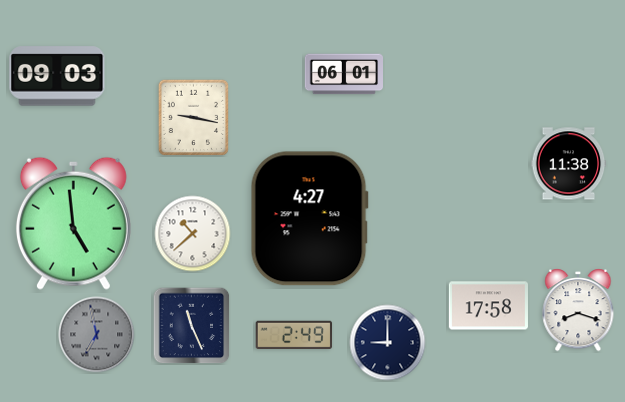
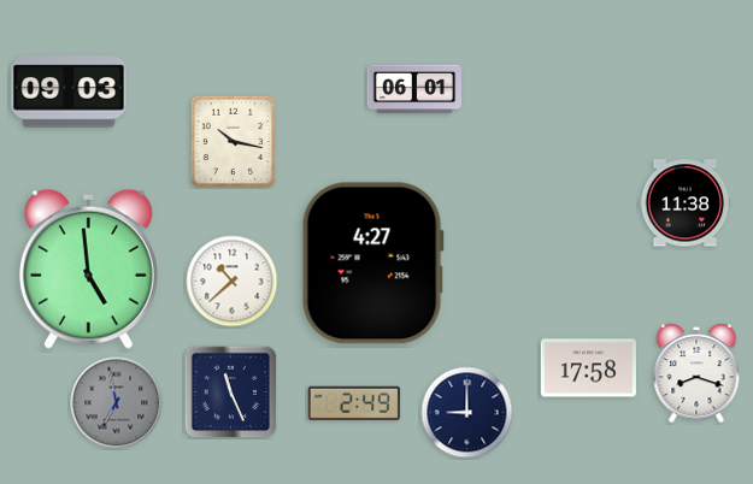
clock at (193, 117): 9:17 -> 10:17
clock at (569, 164) position: (569, 164) -> (686, 203)
